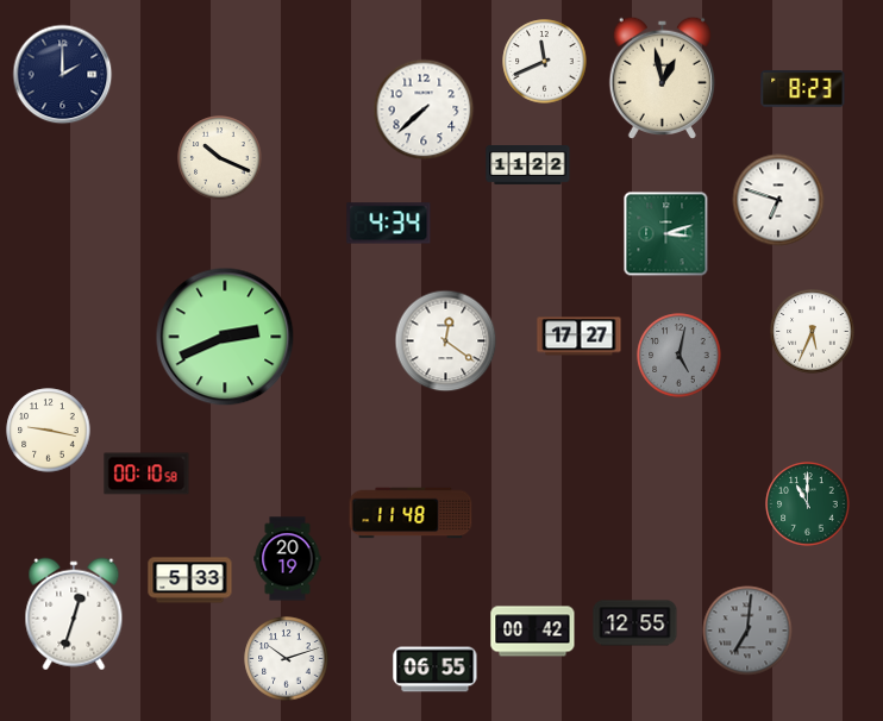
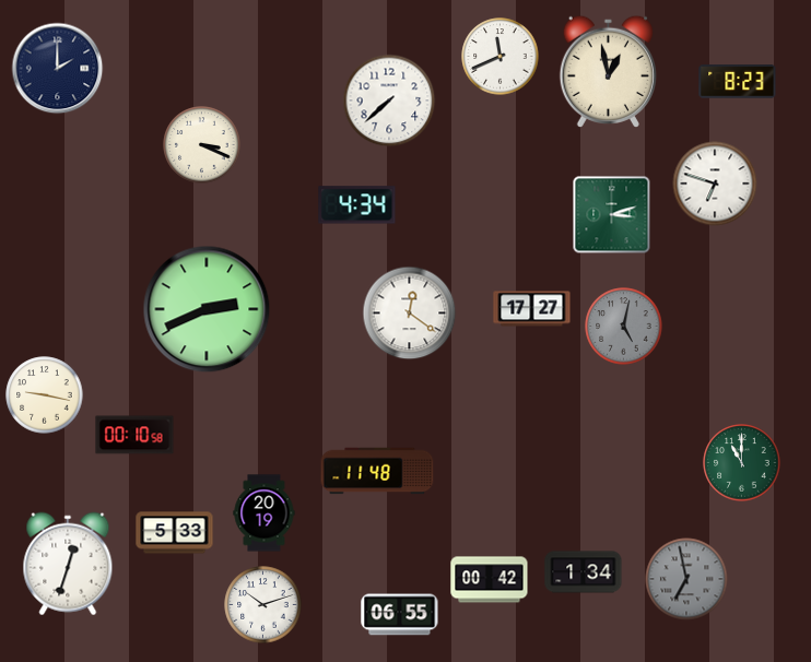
clock at (220, 158): 10:19 -> 3:19
clock at (528, 165): 11:22 -> none
clock at (813, 332): 5:34 -> none
clock at (635, 623): 12:55 -> 1:34
clock at (747, 631): 7:01 -> 6:58
